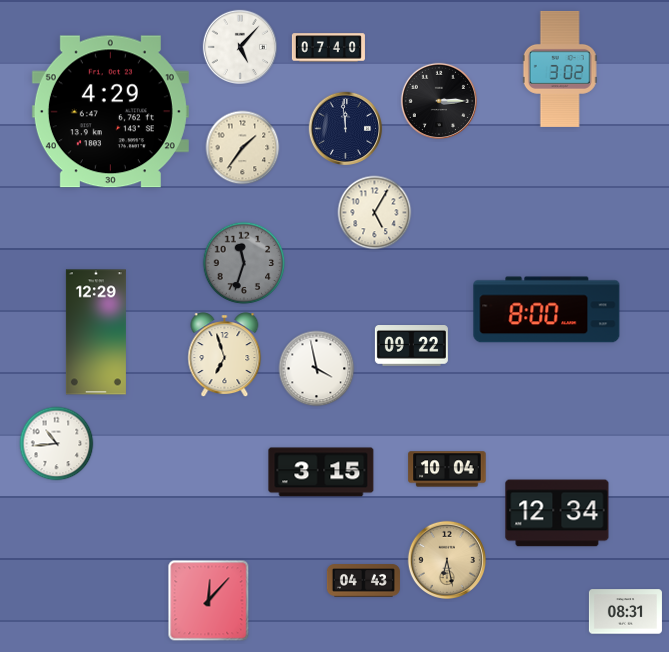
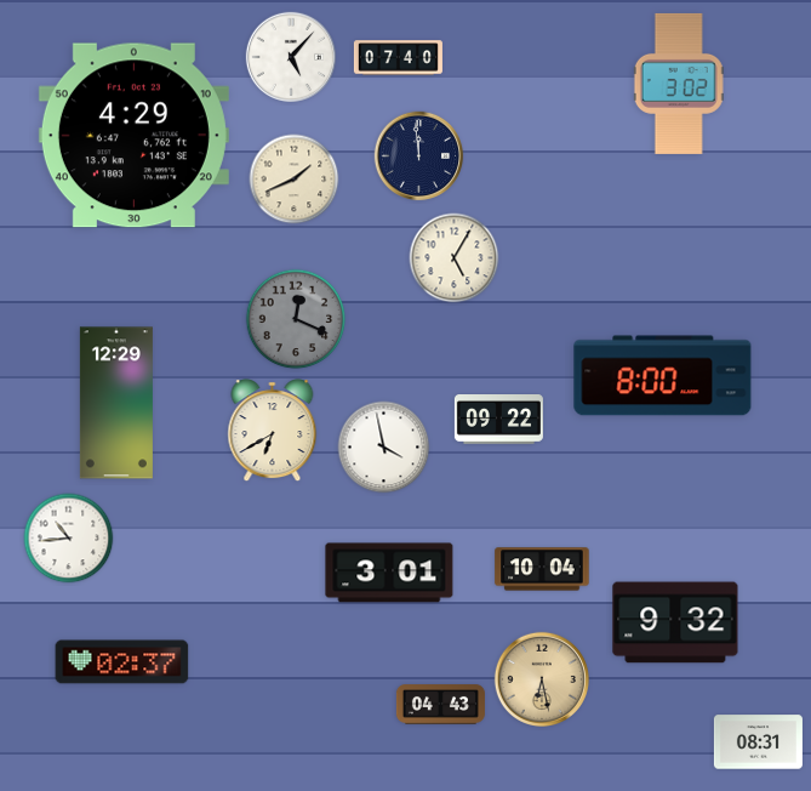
clock at (438, 100): 3:15 -> none
clock at (243, 148): 1:36 -> 1:41
clock at (244, 263): 11:33 -> 12:19
clock at (225, 355): 6:57 -> 6:40
clock at (321, 472): 3:15 -> 3:01
clock at (557, 513): 12:34 -> 9:32
clock at (122, 662): none -> 02:37
clock at (209, 601): 12:07 -> none
